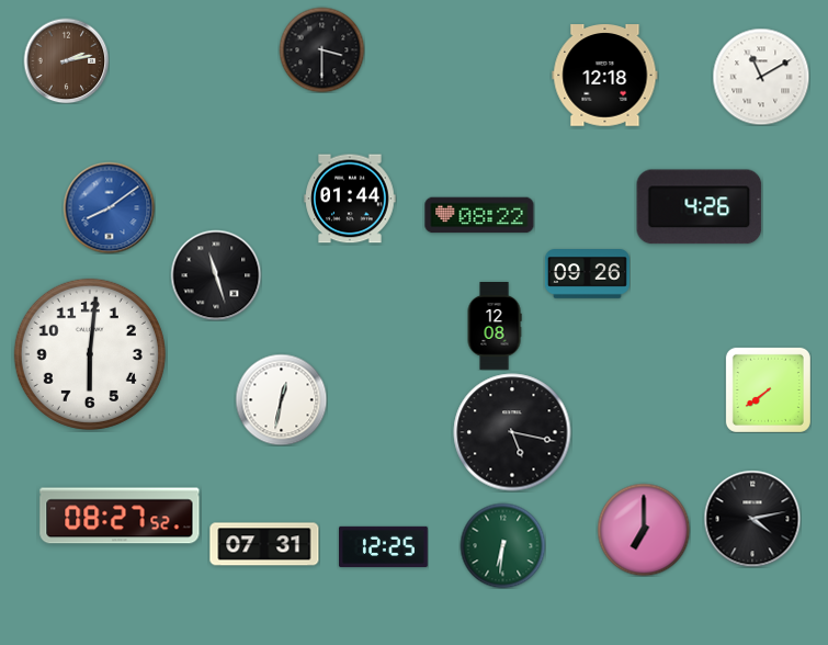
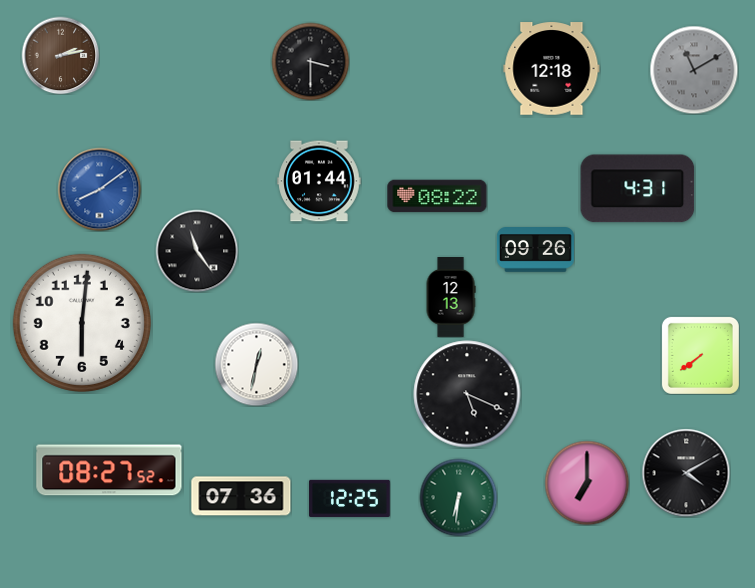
clock at (321, 49) position: (321, 49) -> (310, 61)
clock at (761, 77) dial: white -> grey
clock at (700, 207): 4:26 -> 4:31
clock at (216, 275): 11:27 -> 11:24
clock at (495, 327): 12:08 -> 12:13
clock at (512, 432): 5:17 -> 5:19
clock at (752, 519): 4:13 -> 4:10
clock at (264, 544): 07:31 -> 07:36
